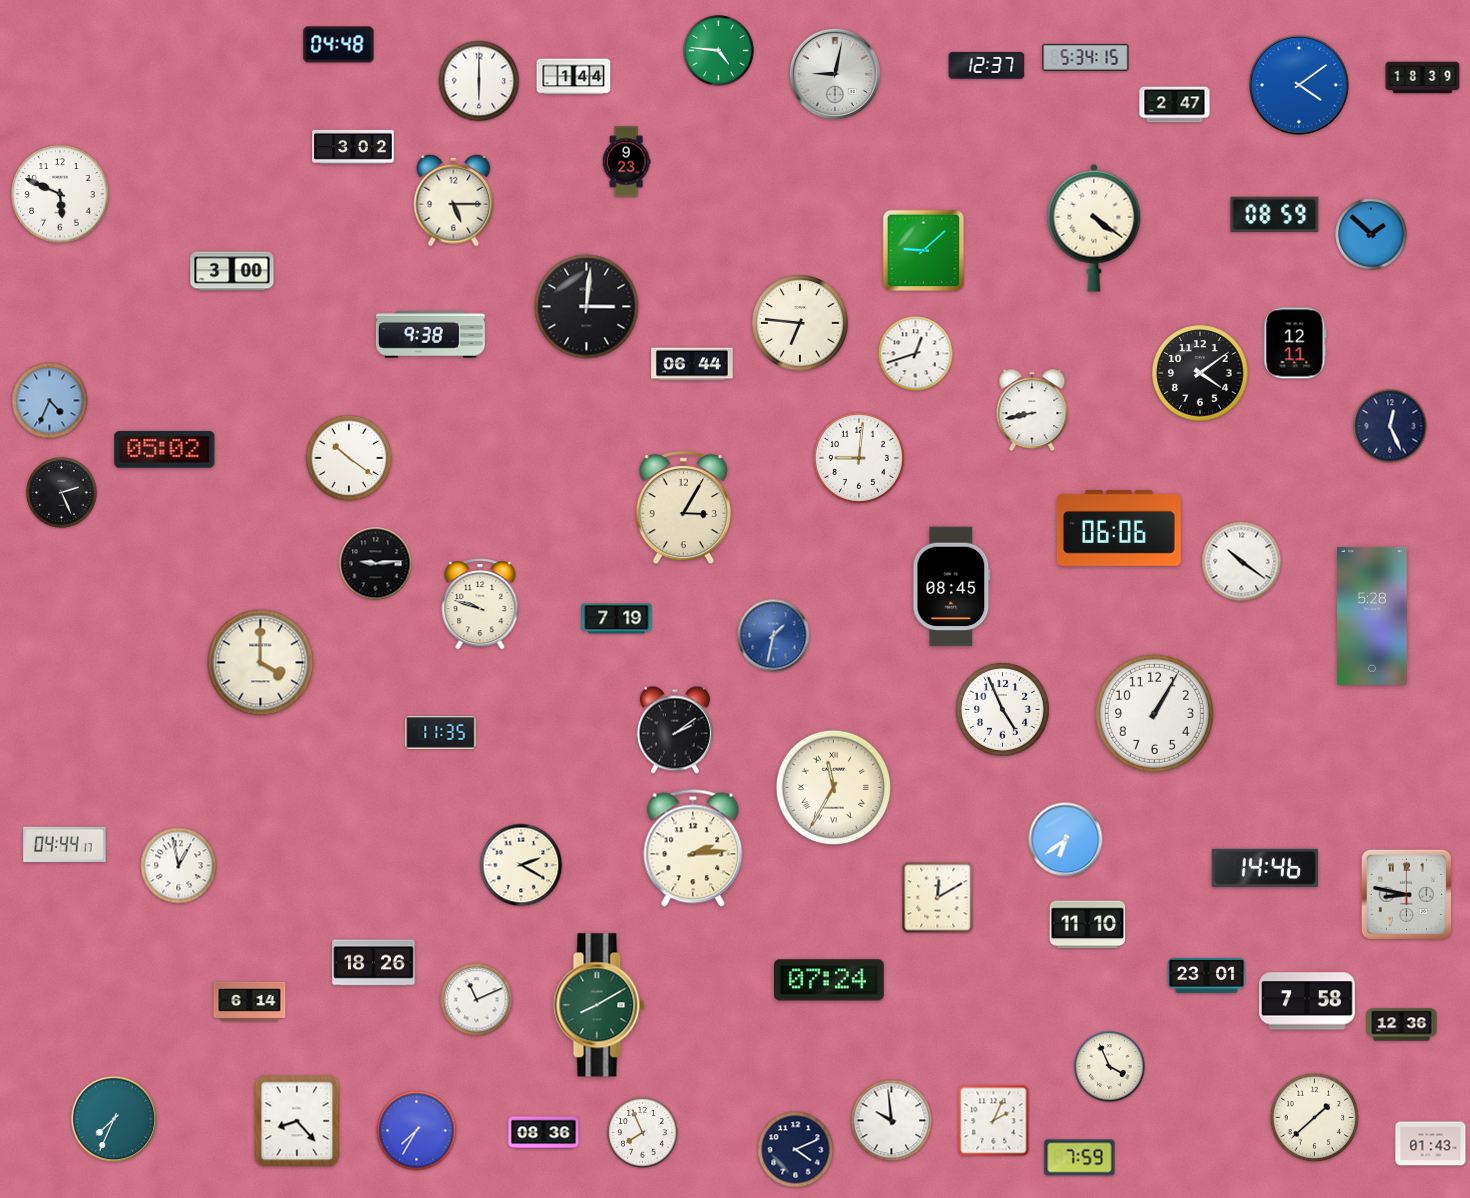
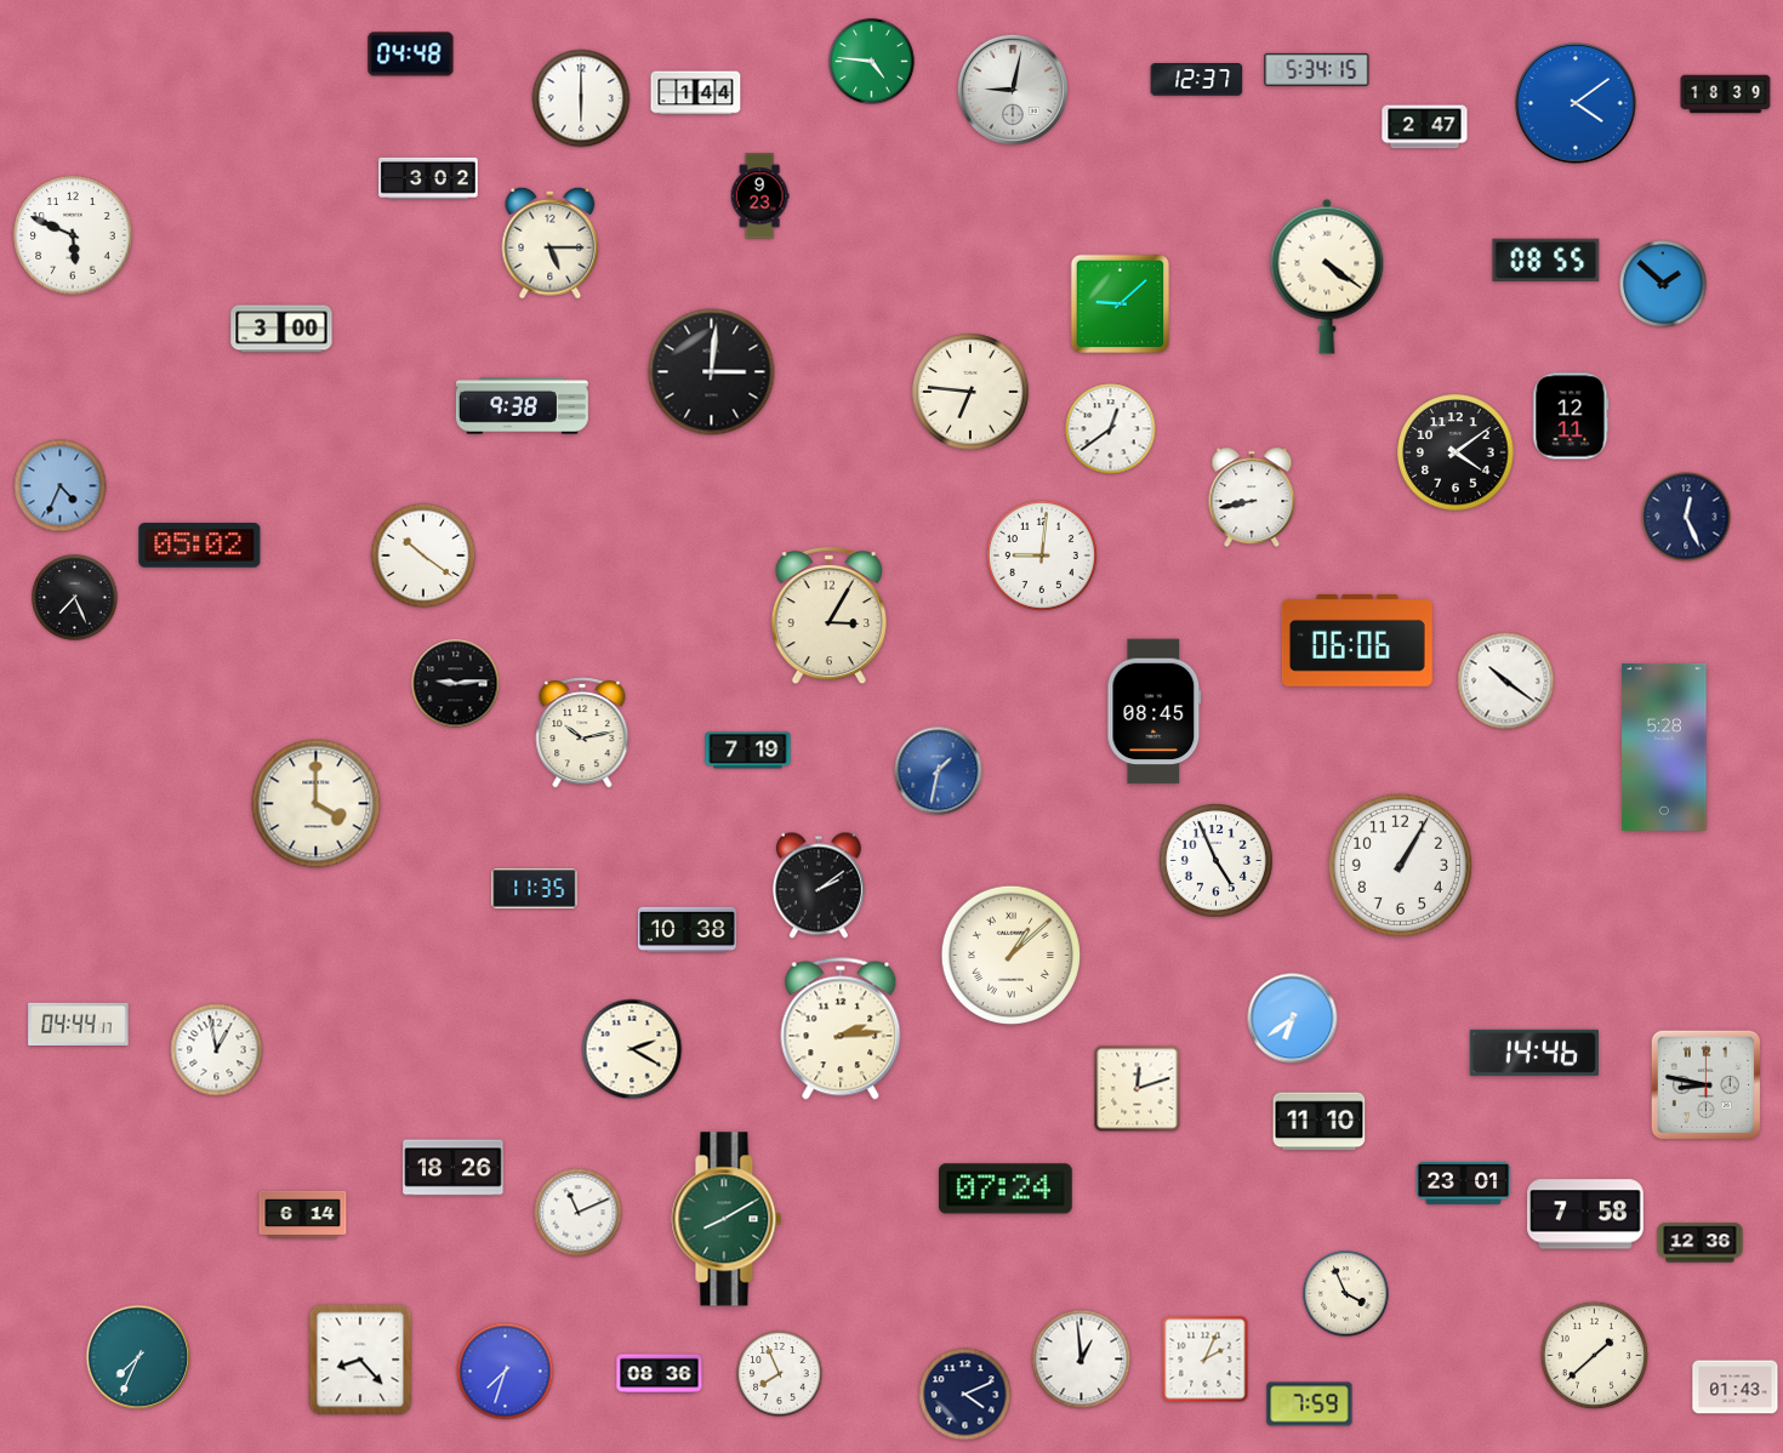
clock at (1275, 215): 08:59 -> 08:55
clock at (916, 354): 12:42 -> 12:39
clock at (692, 364): 06:44 -> none
clock at (62, 493): 2:26 -> 7:26
clock at (480, 604): 9:48 -> 10:13
clock at (688, 929): none -> 10:38
clock at (833, 787): 11:35 -> 1:08
clock at (938, 898): 12:10 -> 12:12
clock at (892, 1121): 9:59 -> 12:59
clock at (417, 1131): 7:35 -> 7:33
